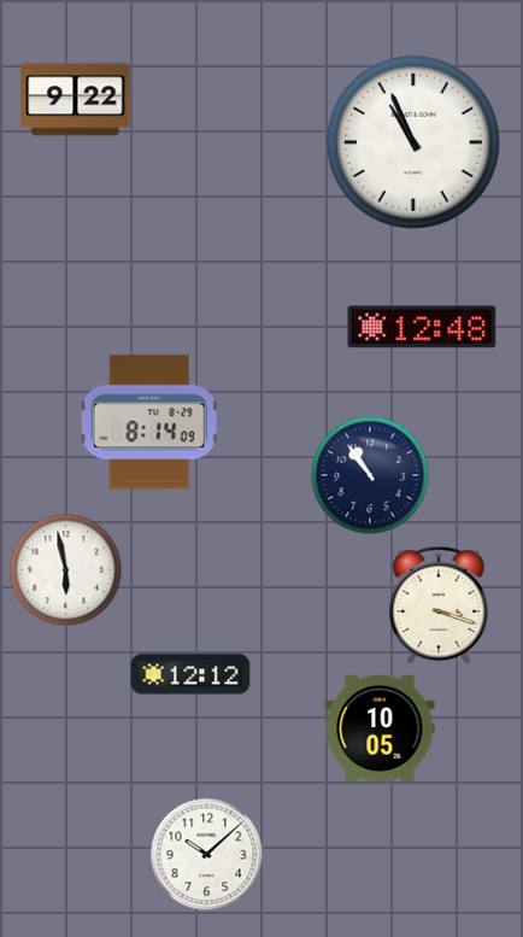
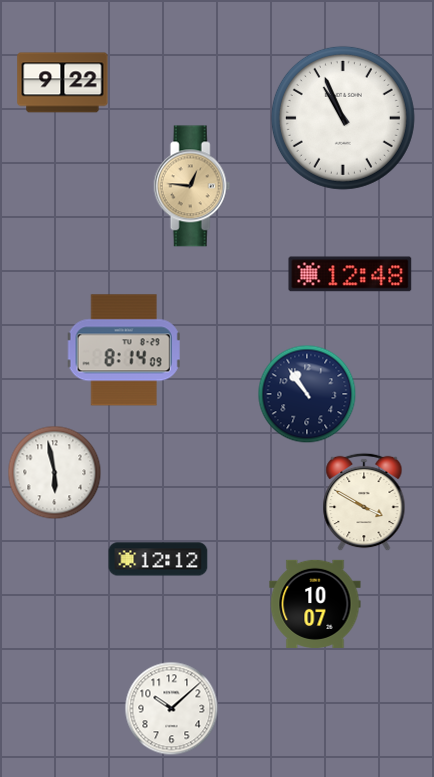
clock at (192, 186): none -> 12:46
clock at (422, 327) position: (422, 327) -> (350, 274)
clock at (439, 605): 3:18 -> 3:50
clock at (380, 728): 10:05 -> 10:07
